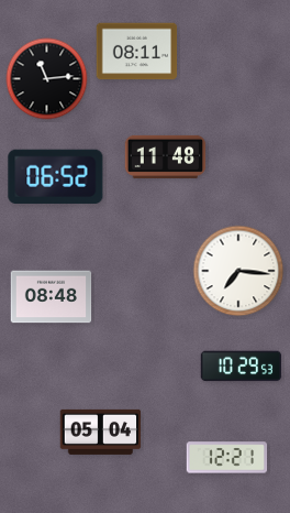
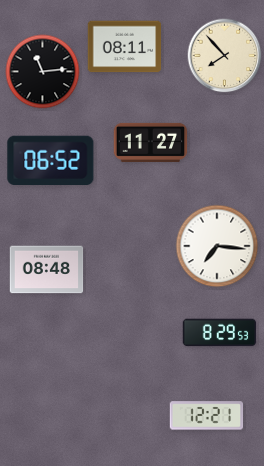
clock at (225, 56): none -> 7:53
clock at (166, 156): 11:48 -> 11:27
clock at (242, 367): 10:29 -> 8:29
clock at (101, 432): 05:04 -> none
